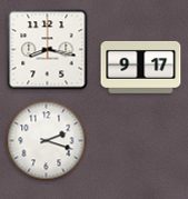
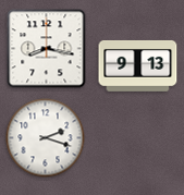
clock at (141, 67): 9:17 -> 9:13
